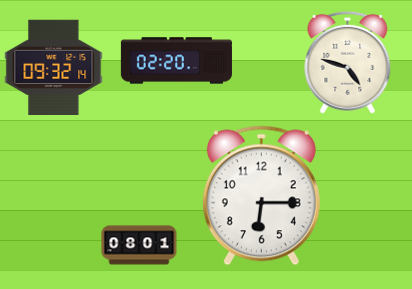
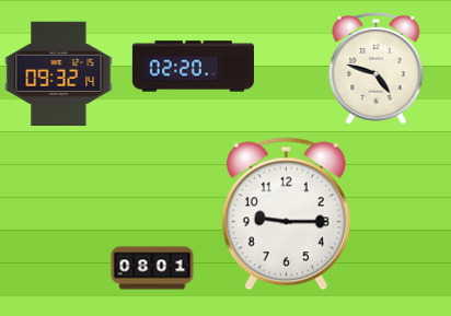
clock at (348, 62) position: (348, 62) -> (377, 68)
clock at (261, 196): 6:15 -> 9:15
